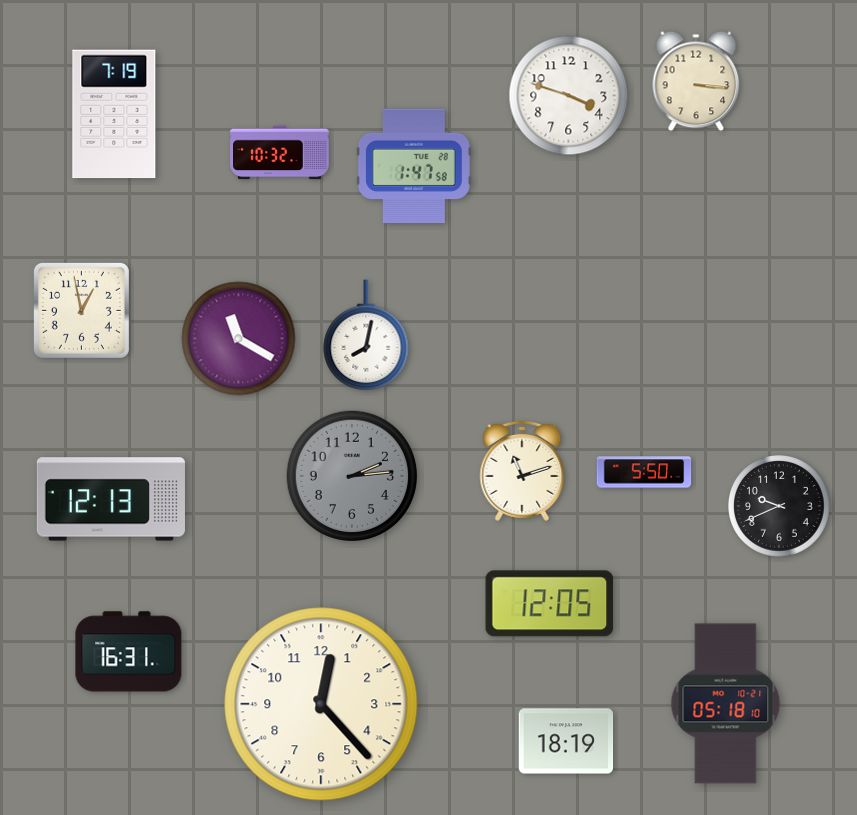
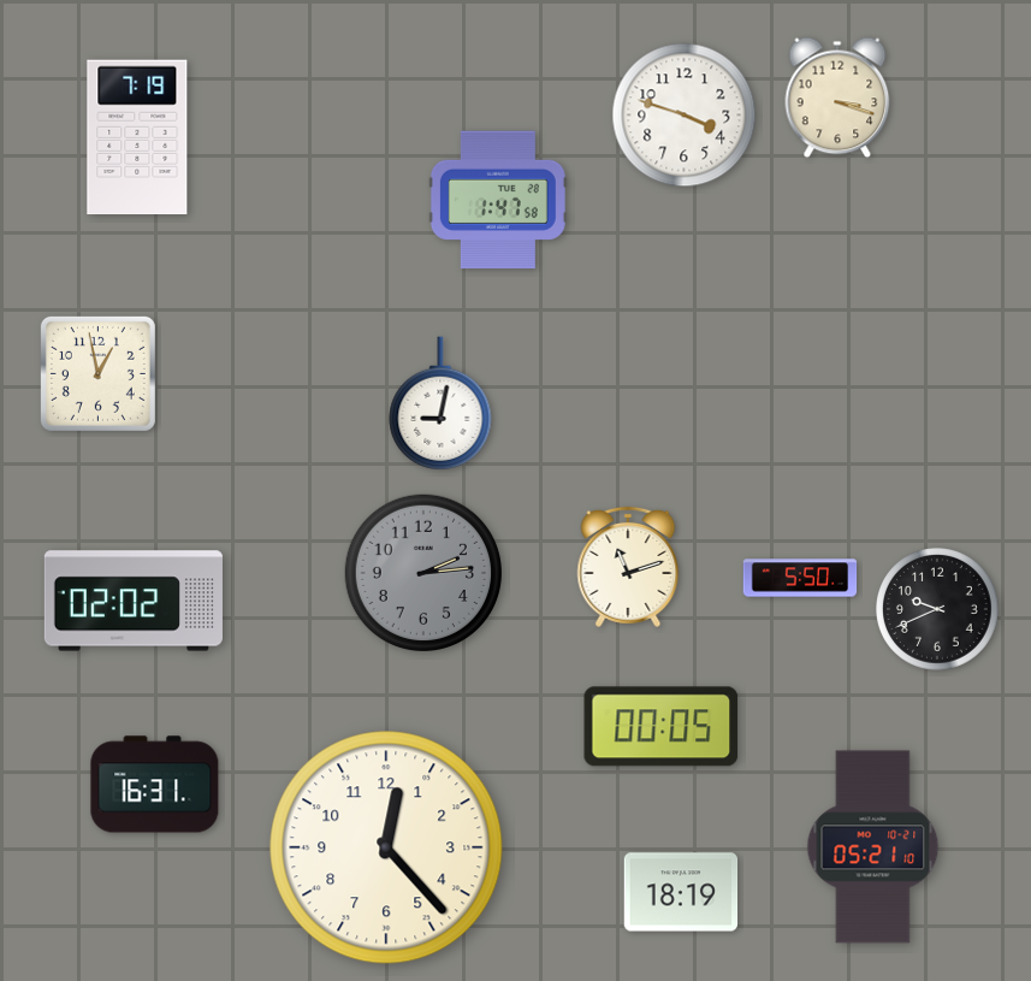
clock at (696, 81): 3:16 -> 3:18
clock at (280, 153): 10:32 -> none
clock at (366, 335): 8:02 -> 9:02
clock at (239, 339): 11:20 -> none
clock at (644, 472) position: (644, 472) -> (800, 578)
clock at (111, 499): 12:13 -> 02:02
clock at (550, 604): 12:05 -> 00:05
clock at (726, 704): 05:18 -> 05:21
